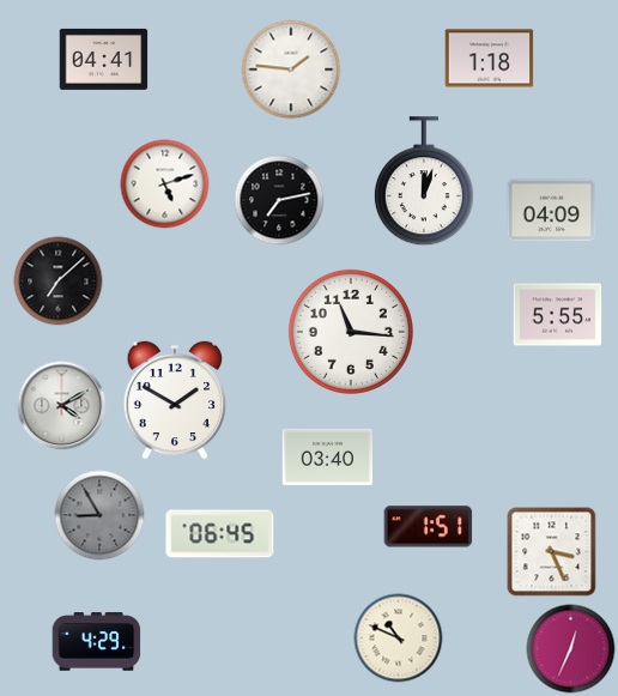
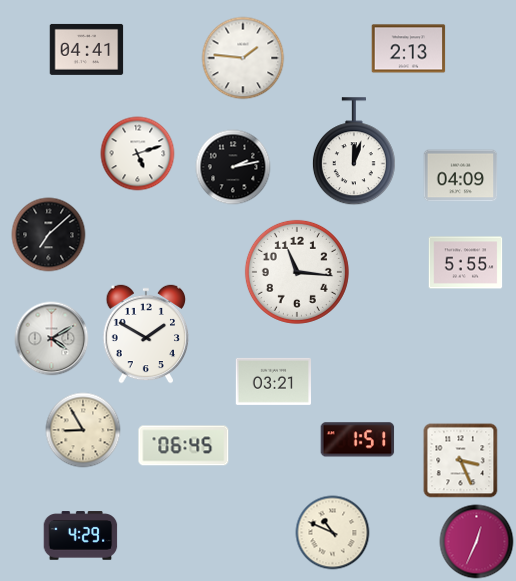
clock at (490, 59): 1:18 -> 2:13
clock at (279, 200): 7:13 -> 2:13
clock at (351, 332) position: (351, 332) -> (297, 272)
clock at (327, 456): 03:40 -> 03:21
clock at (99, 515) dial: grey -> cream
